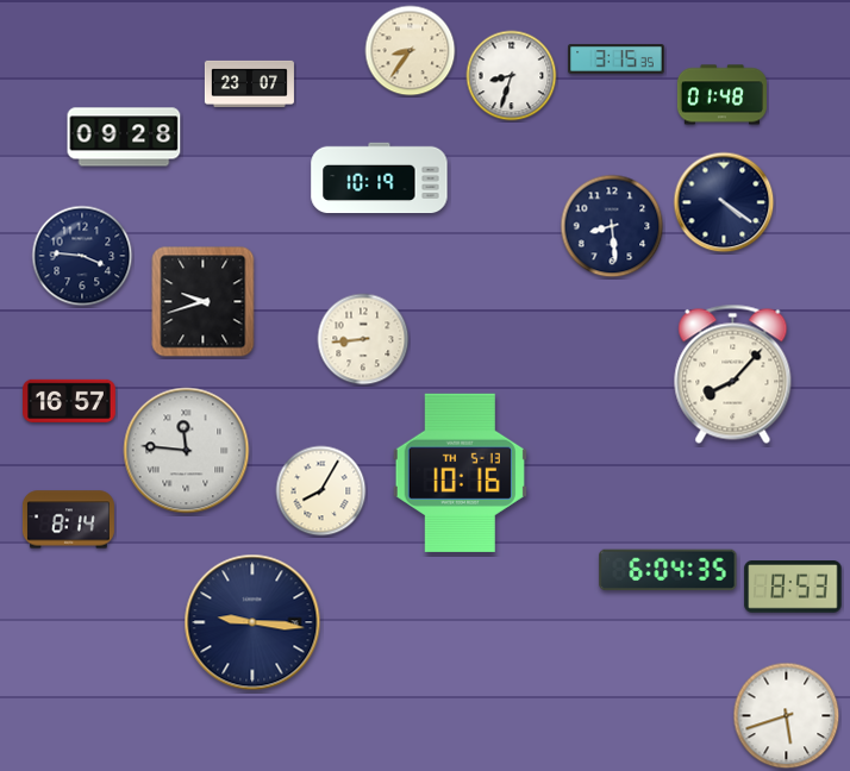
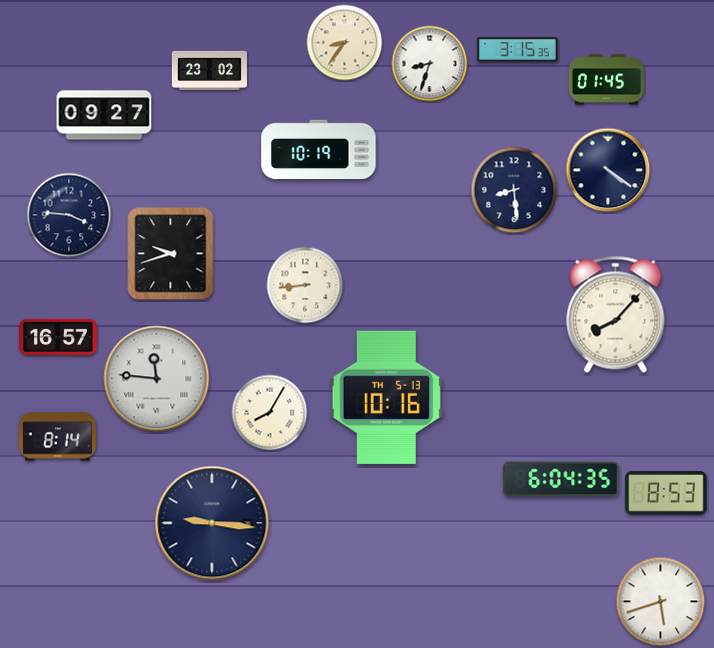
clock at (249, 83): 23:07 -> 23:02
clock at (721, 95): 01:48 -> 01:45
clock at (124, 137): 09:28 -> 09:27
